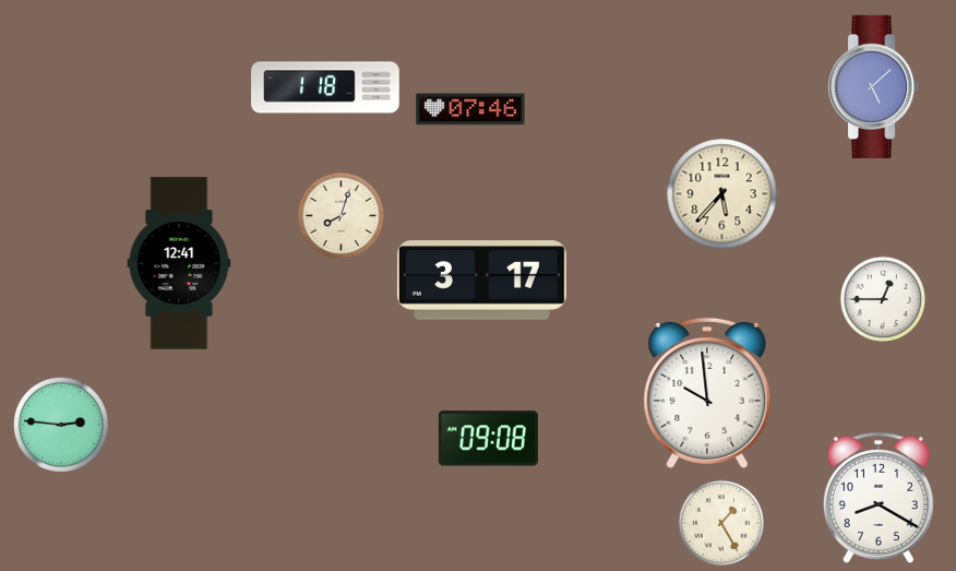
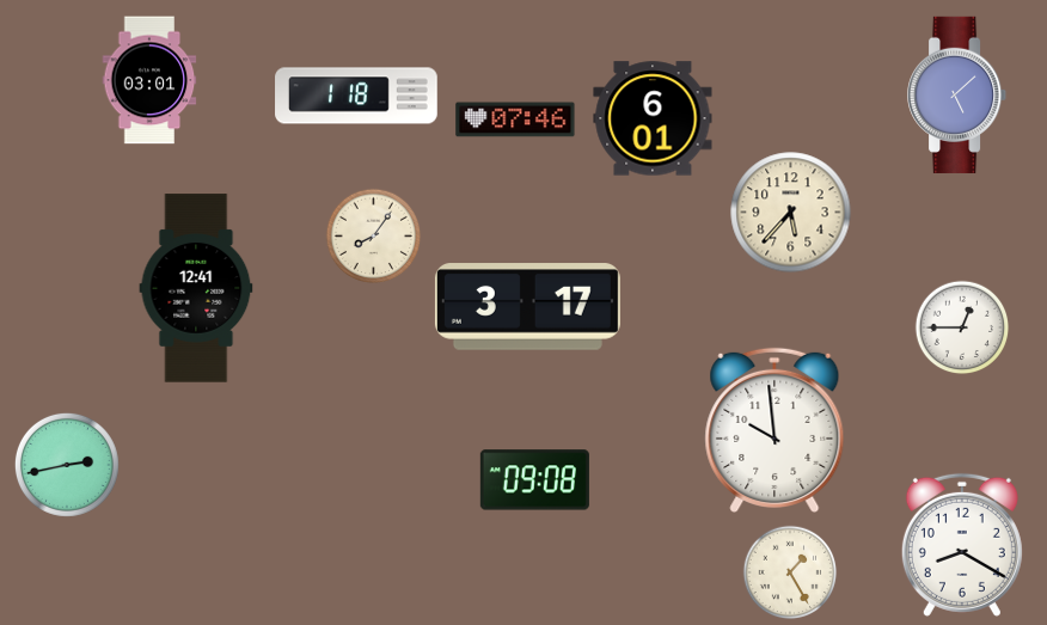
clock at (149, 80): none -> 03:01
clock at (653, 118): none -> 6:01
clock at (342, 216): 8:03 -> 8:06
clock at (883, 299) position: (883, 299) -> (962, 327)
clock at (61, 425): 2:46 -> 2:43
